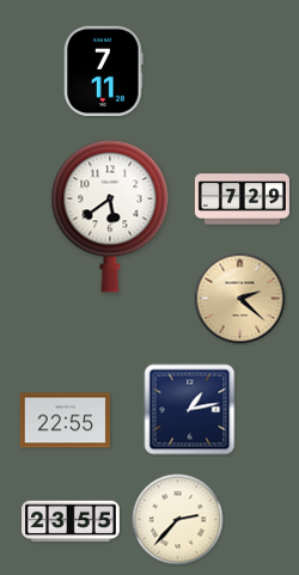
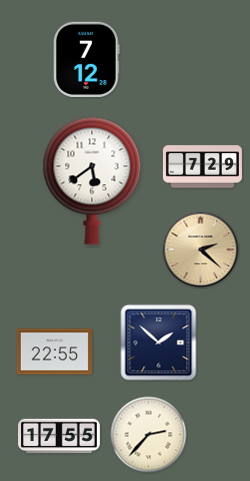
clock at (104, 72): 7:11 -> 7:12
clock at (190, 410): 1:13 -> 1:52
clock at (72, 521): 23:55 -> 17:55
